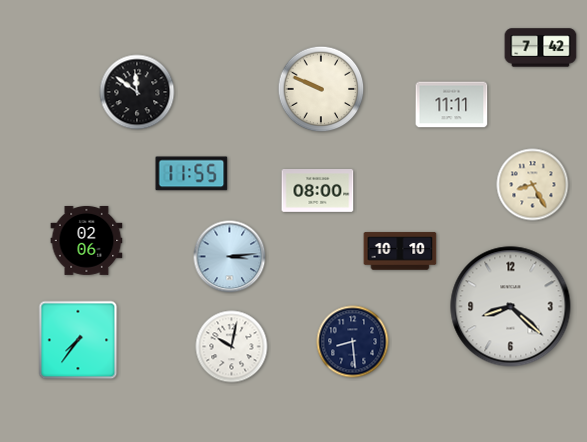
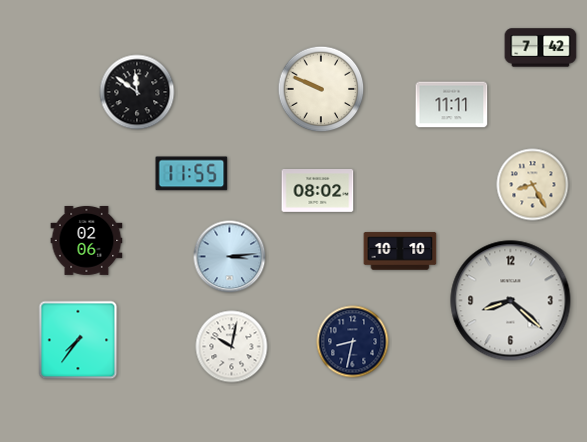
clock at (318, 191): 08:00 -> 08:02
clock at (511, 307) position: (511, 307) -> (511, 301)
clock at (353, 342): 8:29 -> 8:32
